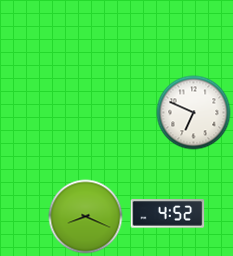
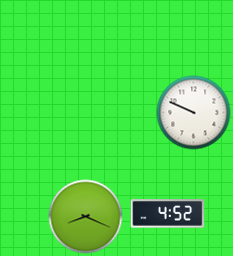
clock at (194, 113): 6:49 -> 9:49
